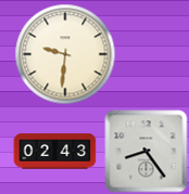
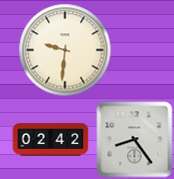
clock at (65, 54) position: (65, 54) -> (65, 50)
clock at (55, 152): 02:43 -> 02:42
